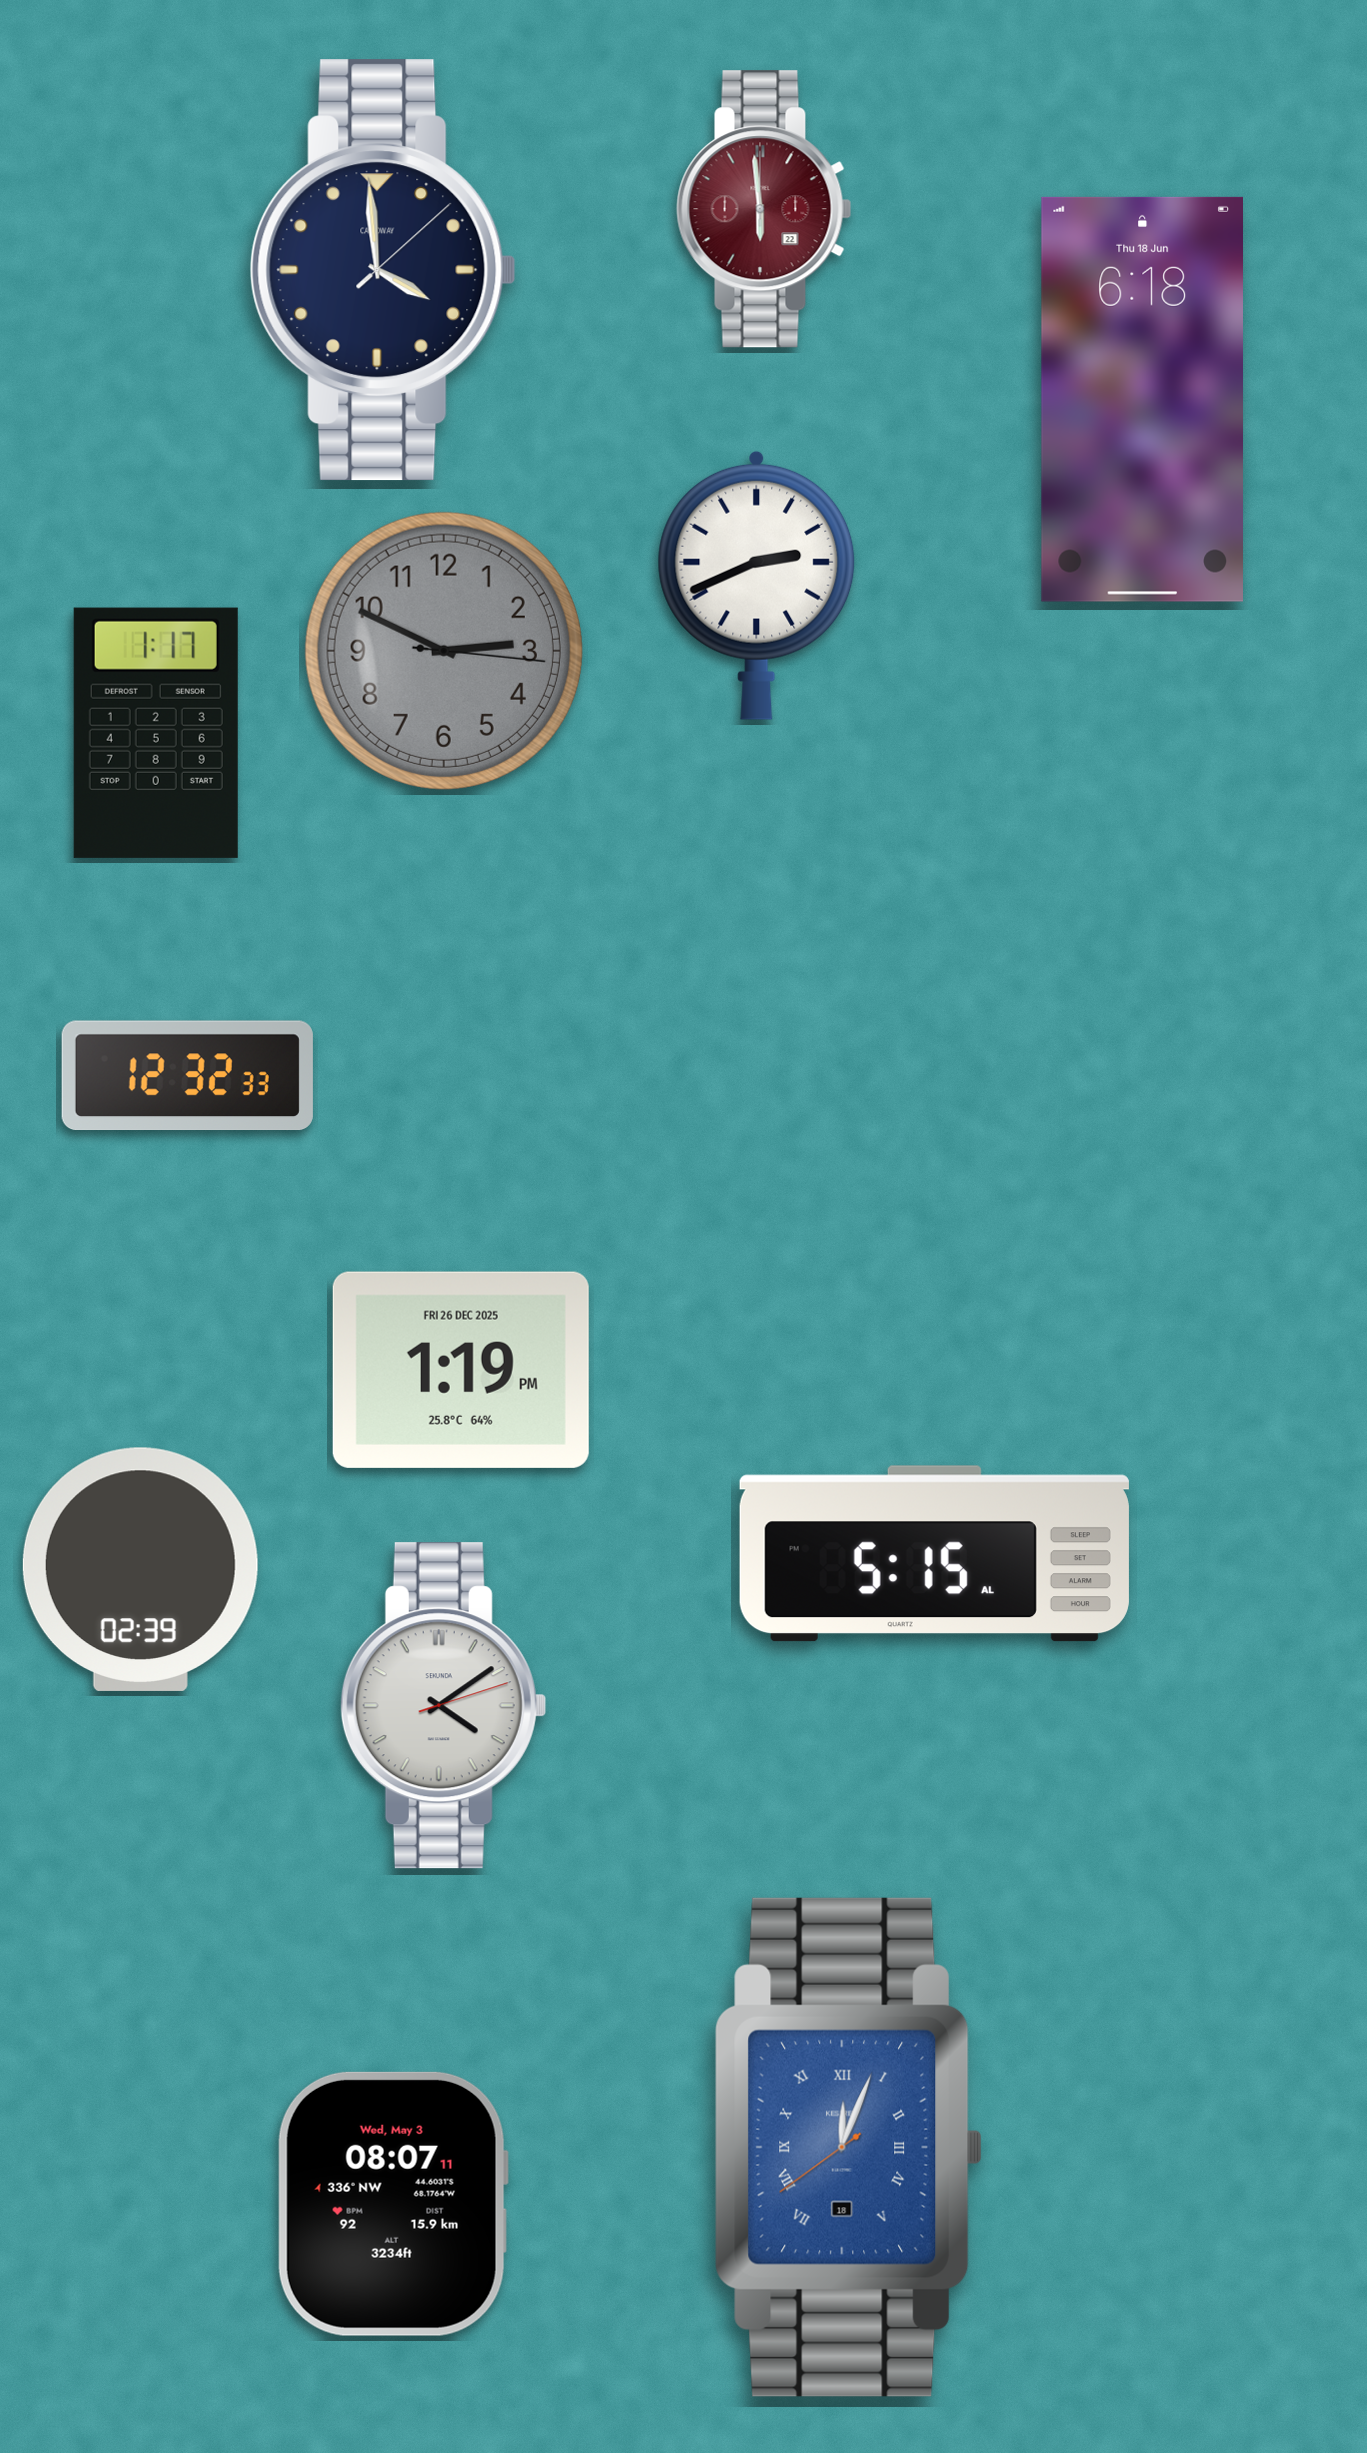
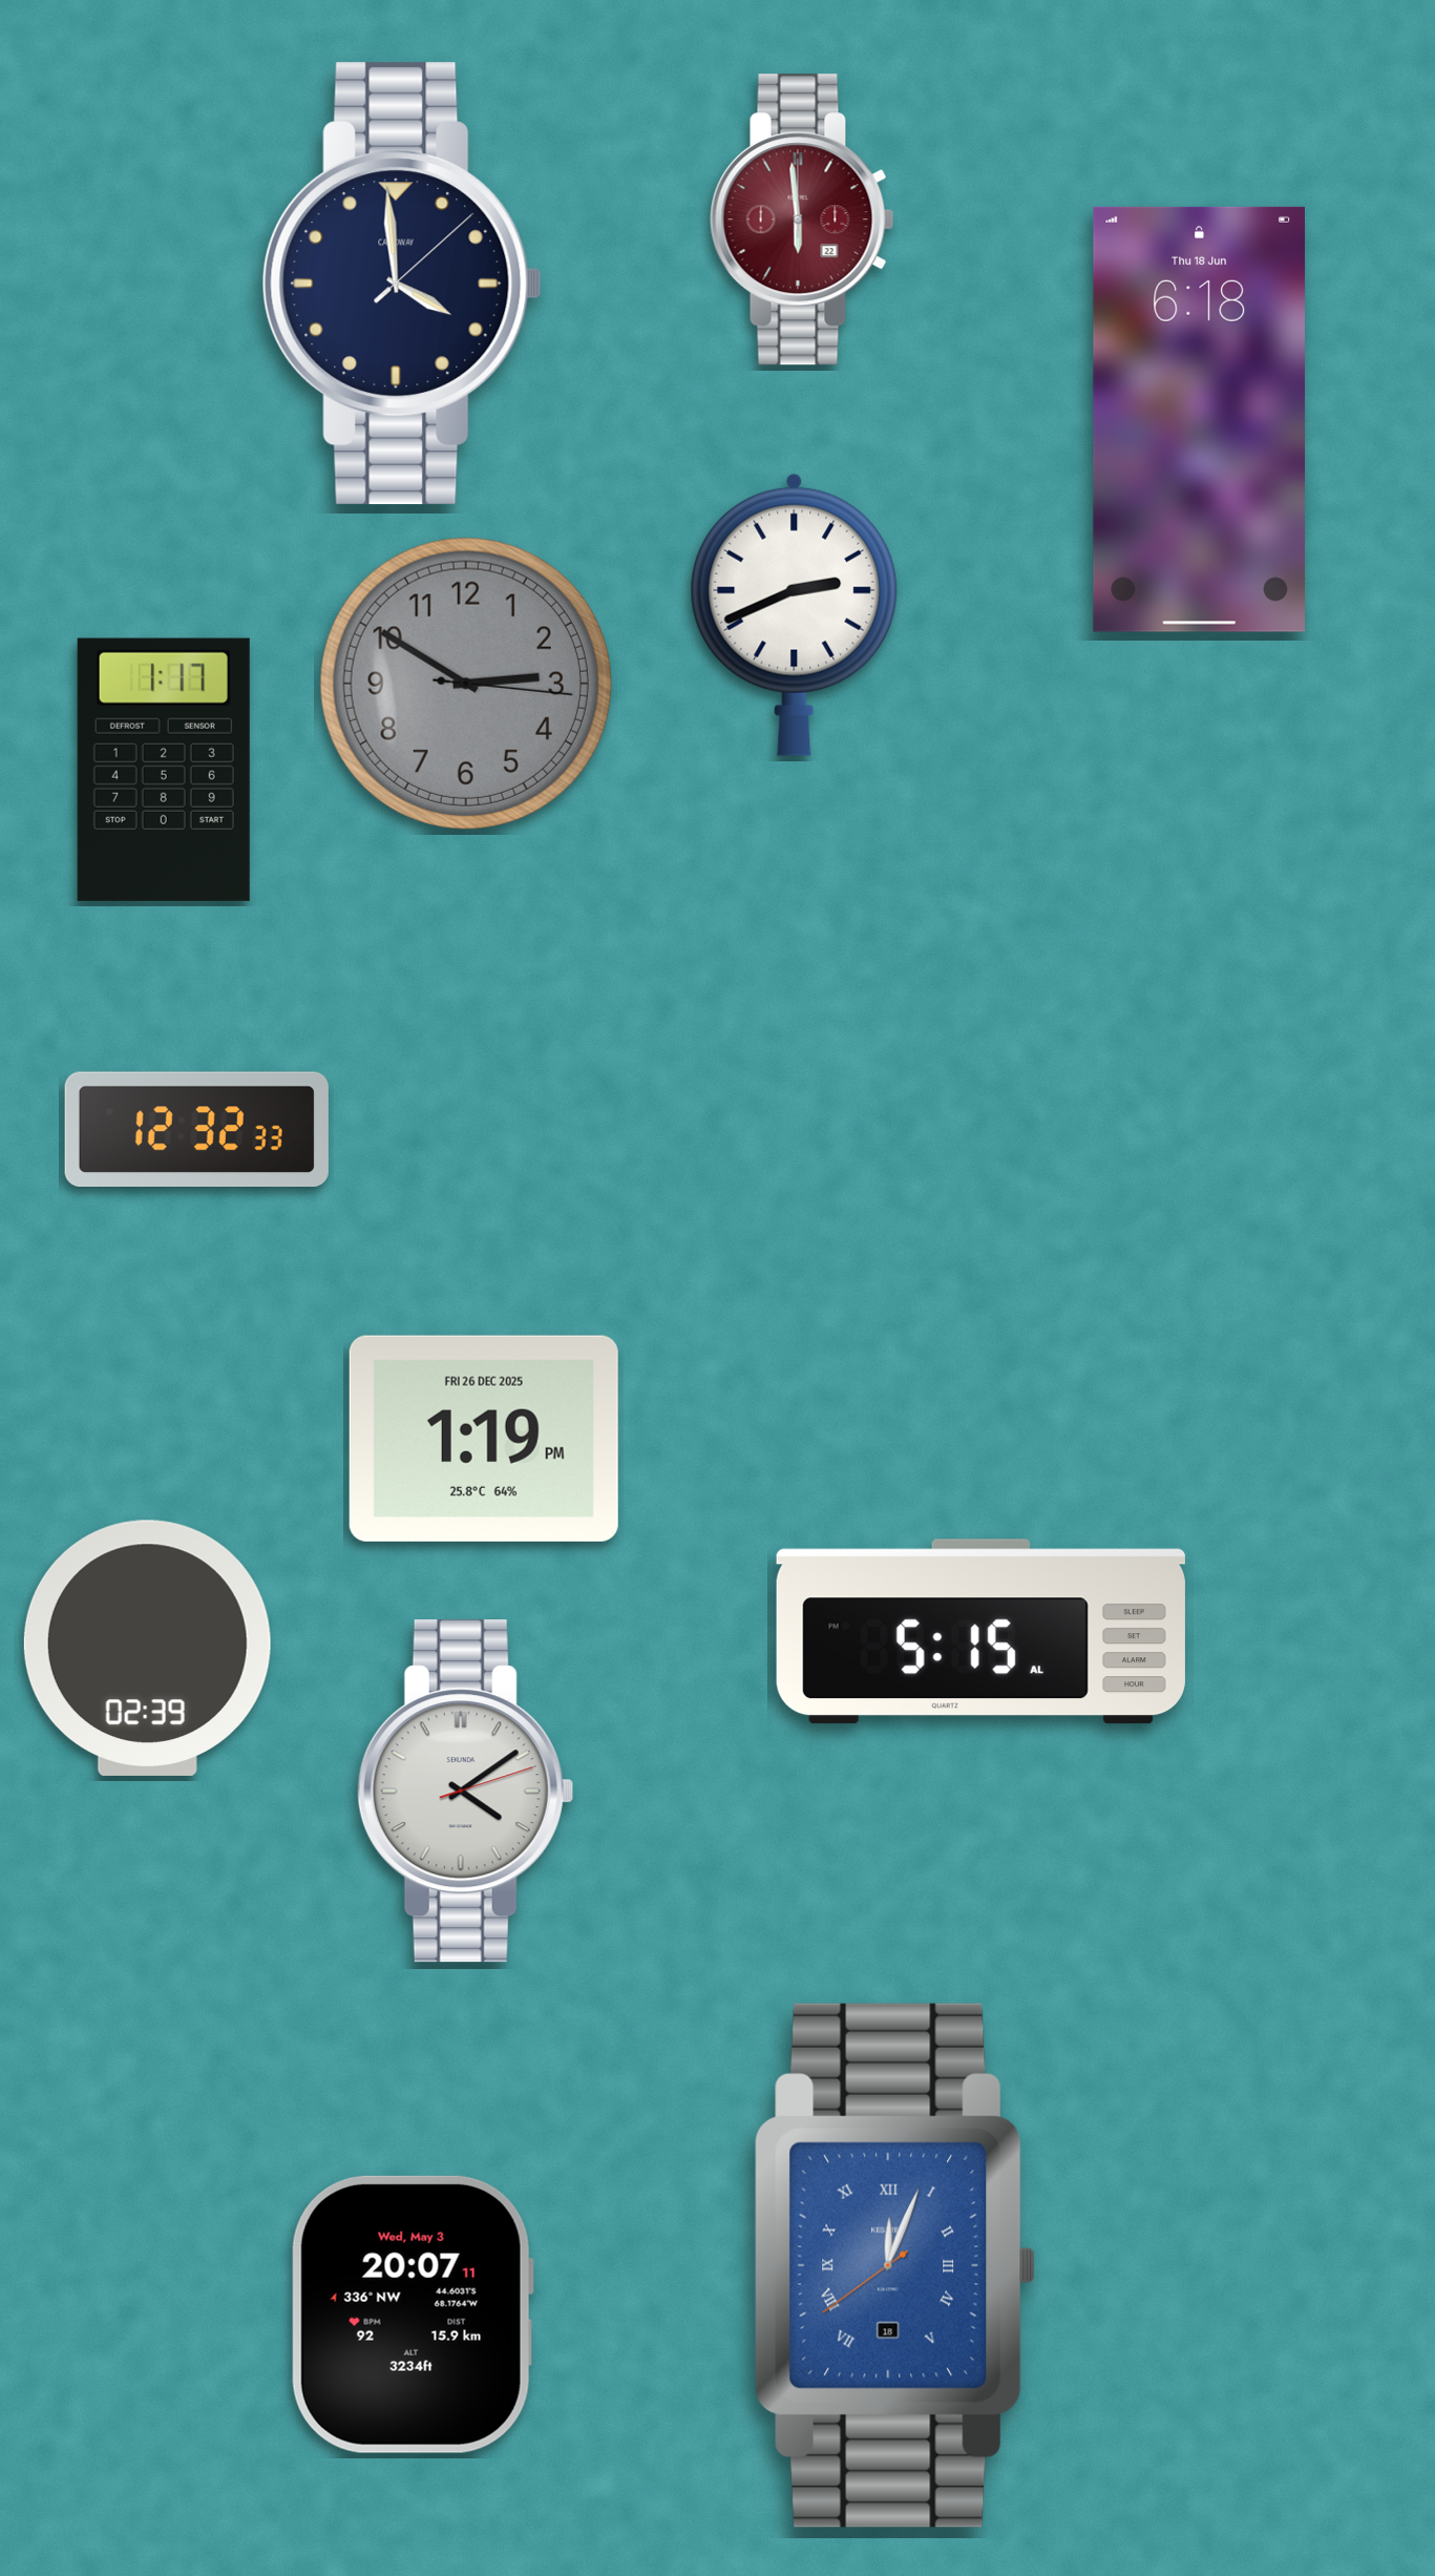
clock at (444, 651): 2:49 -> 2:50
clock at (848, 2147) position: (848, 2147) -> (894, 2265)
clock at (393, 2204): 08:07 -> 20:07
